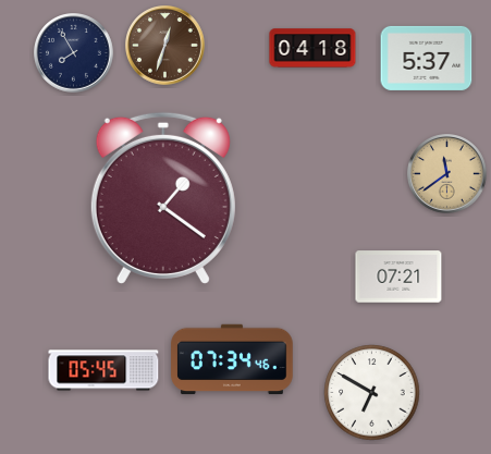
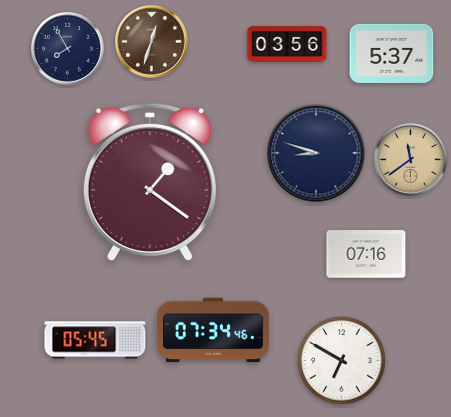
clock at (312, 48): 04:18 -> 03:56
clock at (316, 153): none -> 8:48
clock at (398, 277): 07:21 -> 07:16
